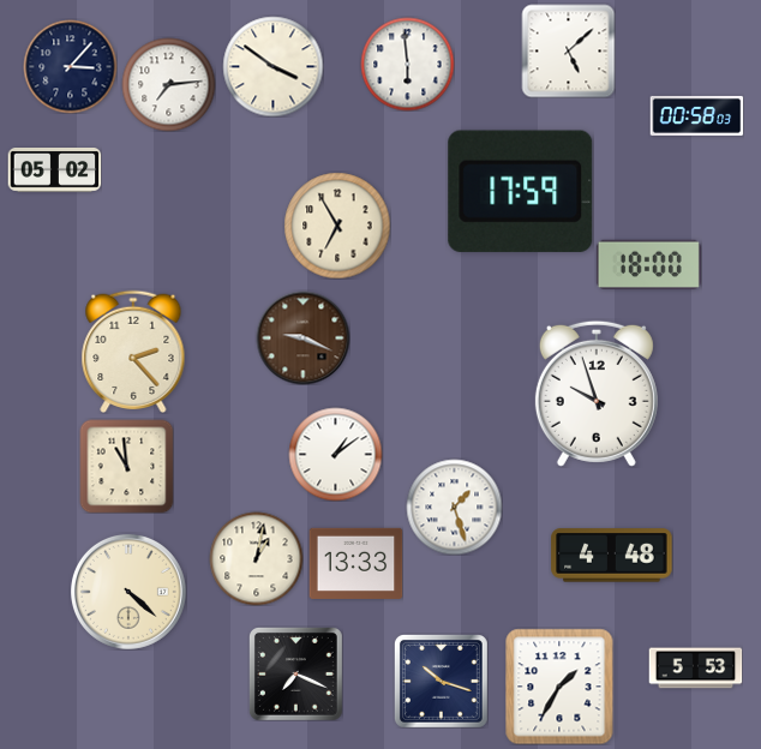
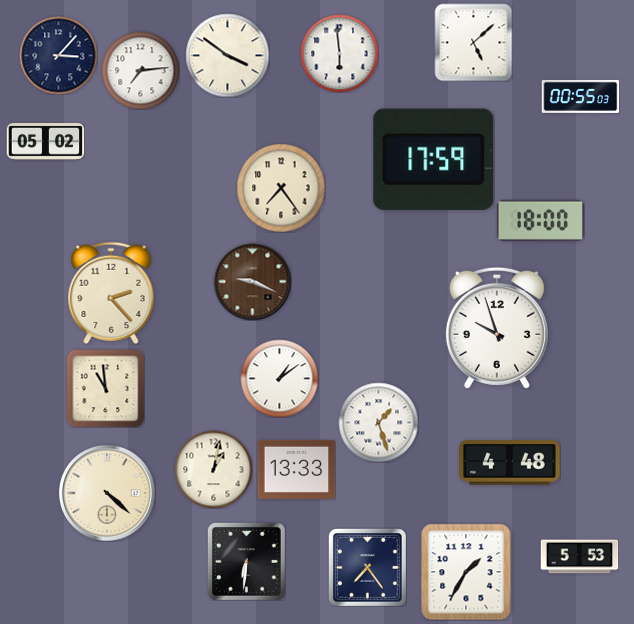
clock at (696, 115): 00:58 -> 00:55
clock at (337, 226): 6:55 -> 7:24
clock at (256, 558) position: (256, 558) -> (213, 469)
clock at (295, 673): 7:19 -> 6:31
clock at (441, 681): 10:18 -> 7:24
